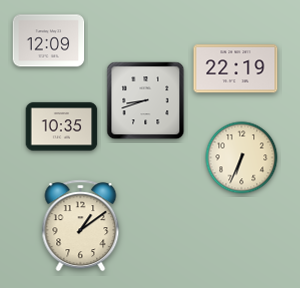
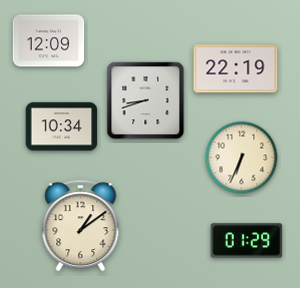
clock at (62, 127): 10:35 -> 10:34
clock at (247, 241): none -> 01:29
